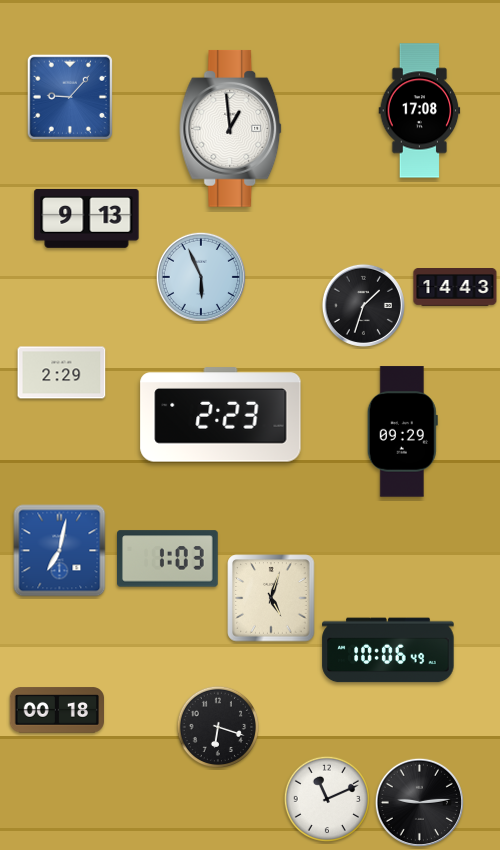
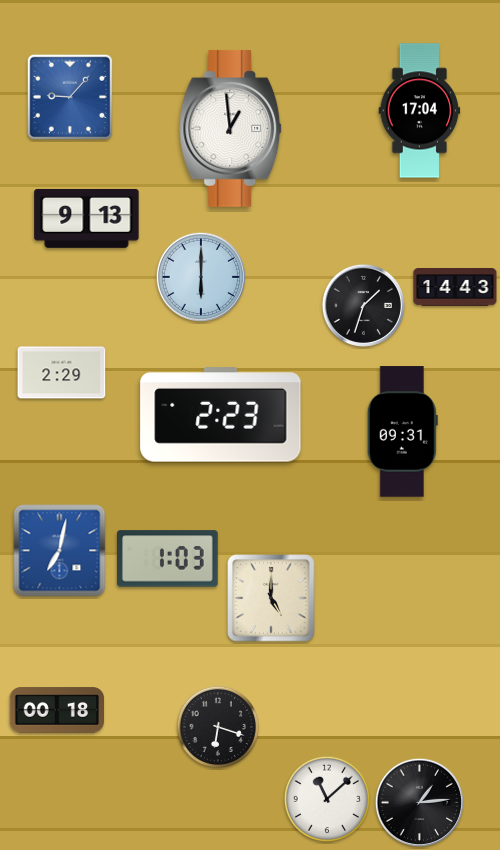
clock at (420, 111): 17:08 -> 17:04
clock at (201, 277): 5:56 -> 6:00
clock at (402, 432): 09:29 -> 09:31
clock at (271, 598): 5:03 -> 5:00
clock at (388, 650): 10:06 -> none
clock at (326, 798): 11:11 -> 11:08
clock at (419, 802): 9:14 -> 1:14
